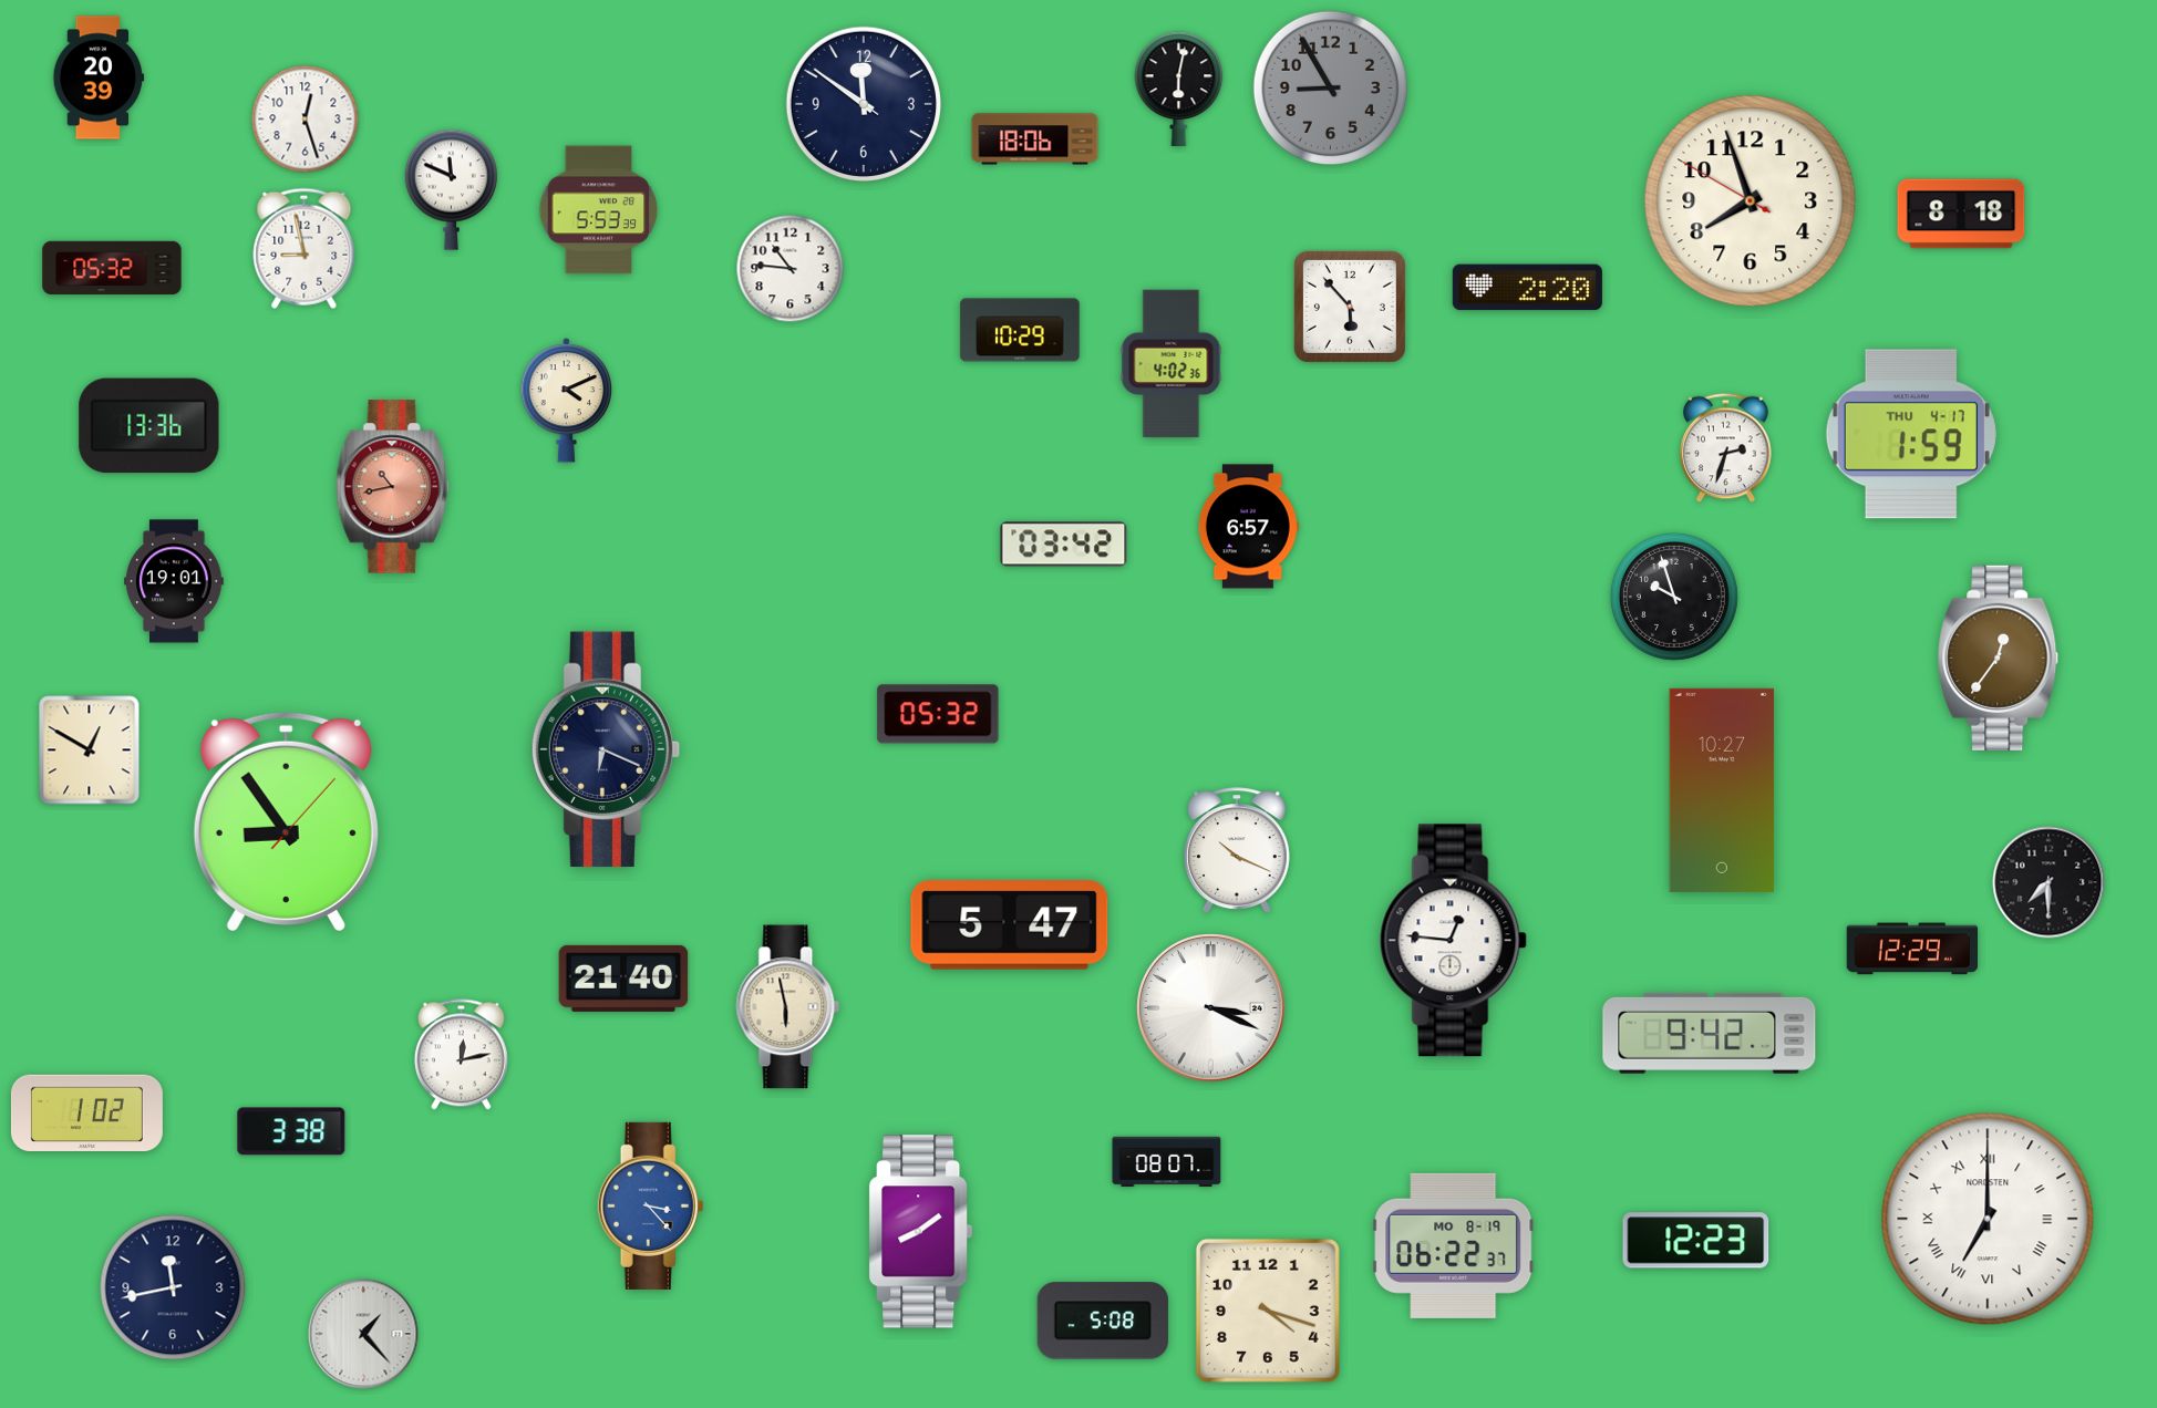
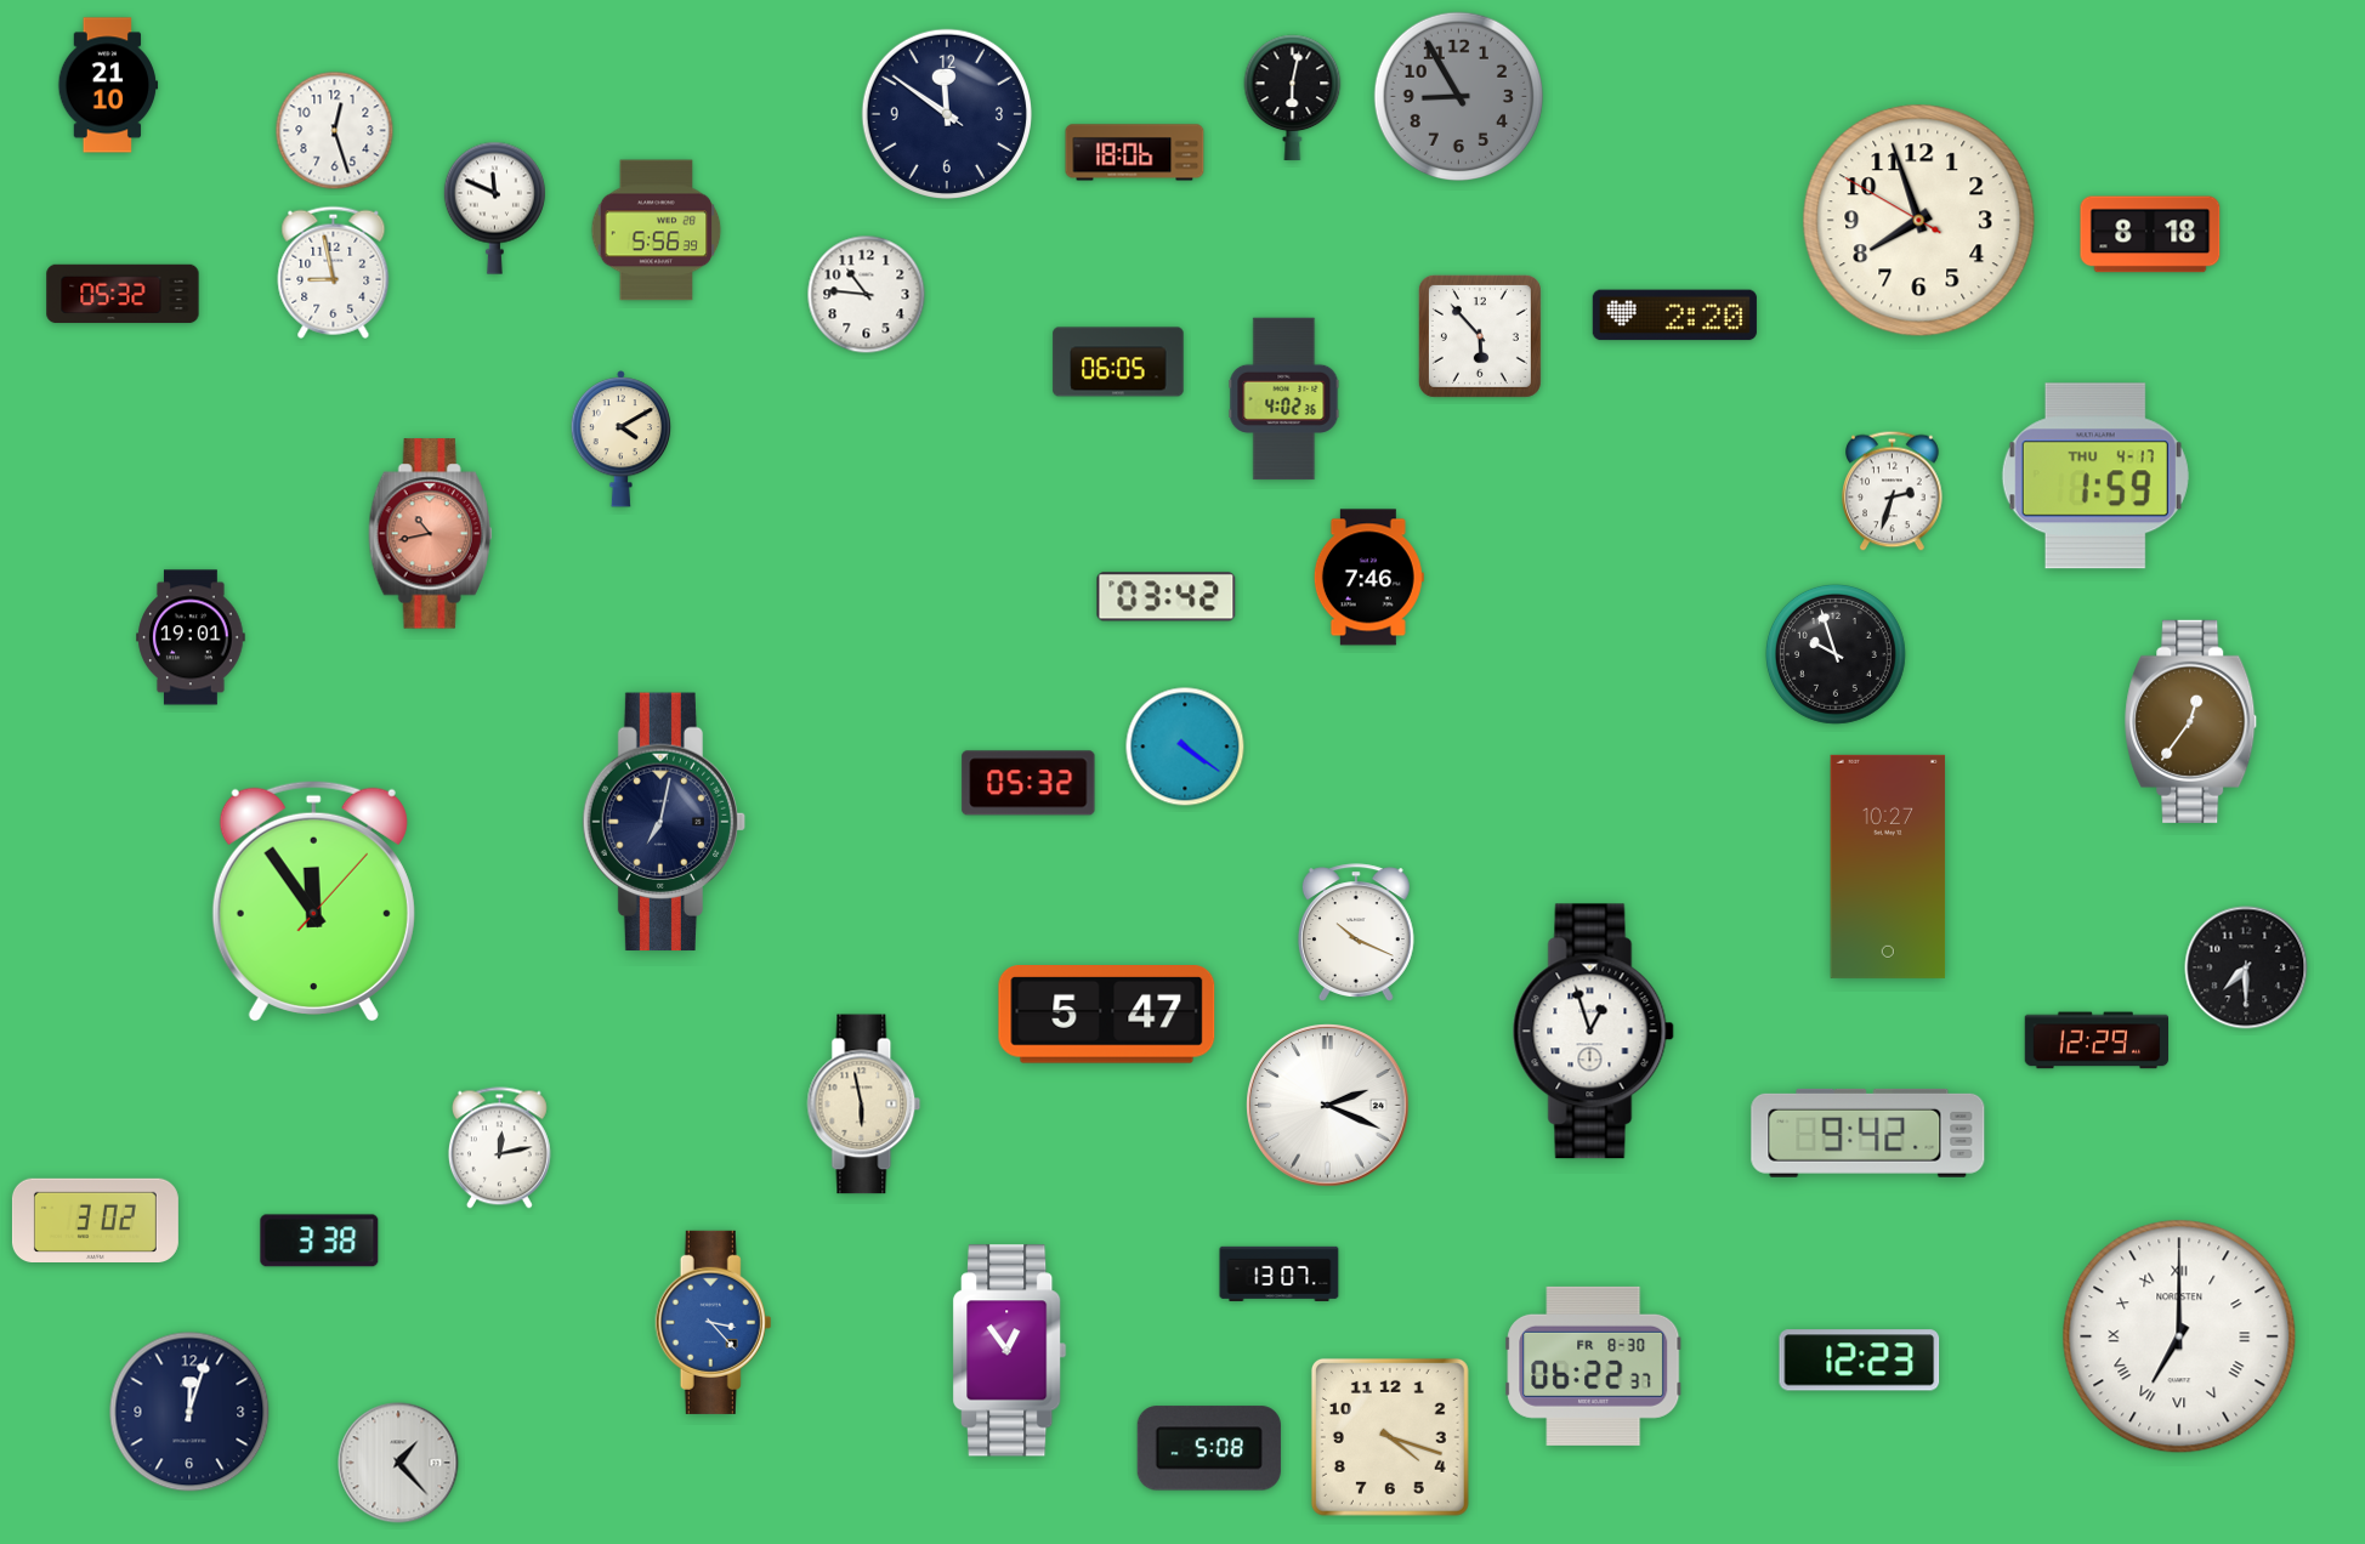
clock at (99, 77): 20:39 -> 21:10
clock at (599, 210): 5:53 -> 5:56
clock at (1020, 330): 10:29 -> 06:05
clock at (567, 401): 4:11 -> 4:10
clock at (149, 426): 13:36 -> none
clock at (1248, 527): 6:57 -> 7:46
clock at (1185, 747): none -> 4:21
clock at (606, 749): 6:19 -> 7:02
clock at (90, 750): 12:50 -> none
clock at (286, 820): 8:54 -> 11:54
clock at (1453, 941): 12:46 -> 12:57
clock at (623, 979): 21:40 -> none
clock at (1211, 1008): 3:19 -> 2:19
clock at (1710, 1033) position: (1710, 1033) -> (1868, 1133)
clock at (461, 1055) position: (461, 1055) -> (499, 1148)
clock at (86, 1112): 1:02 -> 3:02
clock at (1167, 1161): 08:07 -> 13:07
clock at (921, 1232): 8:09 -> 12:54
clock at (1454, 1245) date: MO 8-19 -> FR 8-30
clock at (173, 1287): 11:43 -> 12:03
